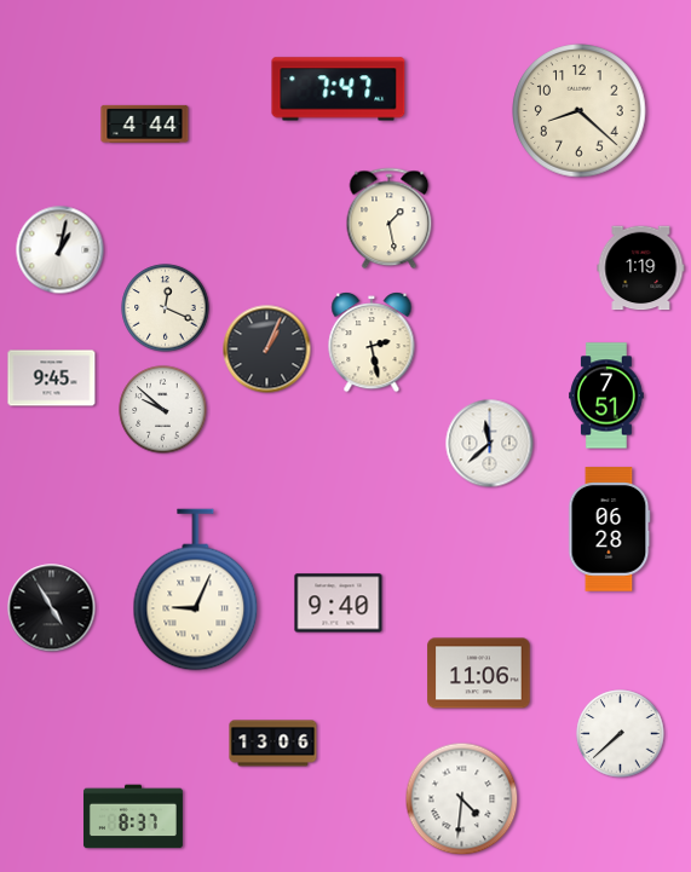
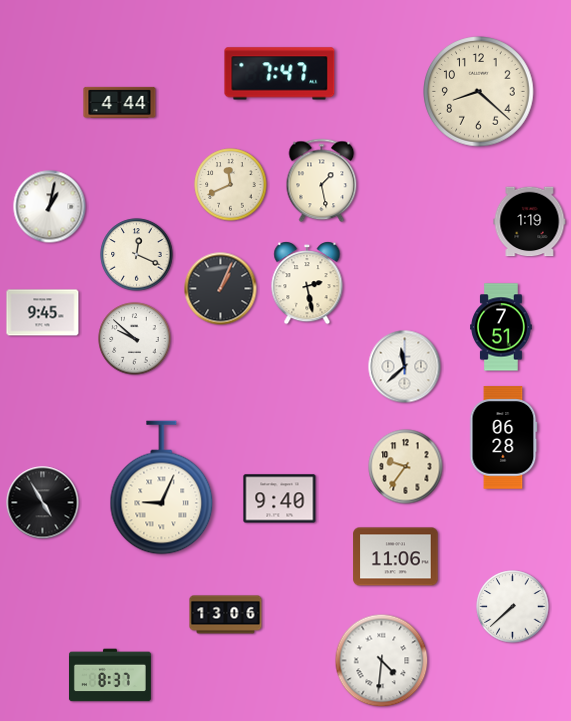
clock at (231, 185): none -> 11:41
clock at (406, 467): none -> 9:36
